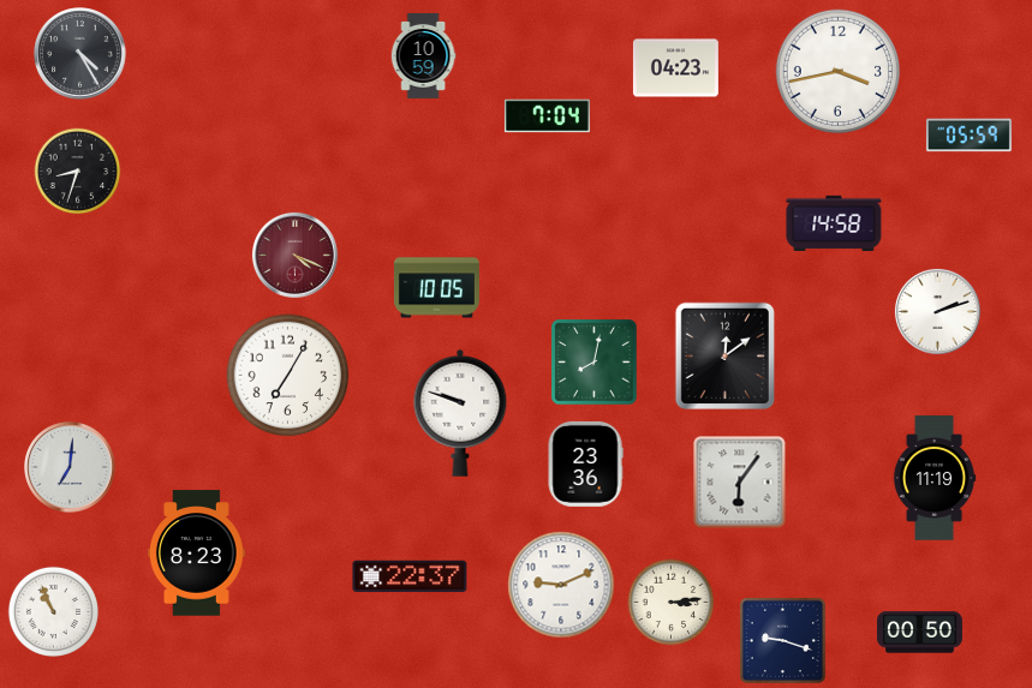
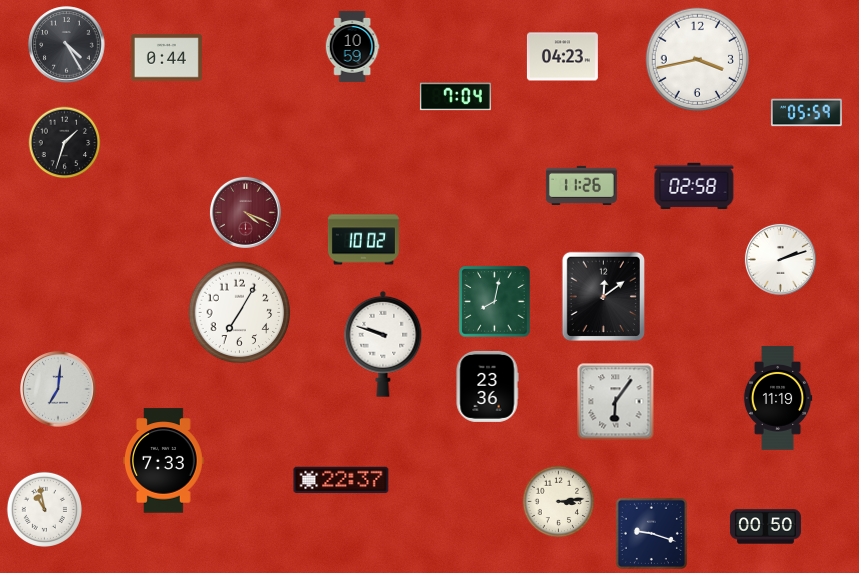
clock at (166, 58): none -> 0:44
clock at (78, 172): 8:33 -> 1:33
clock at (581, 185): none -> 11:26
clock at (834, 223): 14:58 -> 02:58
clock at (436, 288): 10:05 -> 10:02
clock at (197, 554): 8:23 -> 7:33
clock at (561, 585): 9:11 -> none
clock at (53, 611): 10:56 -> 10:58
